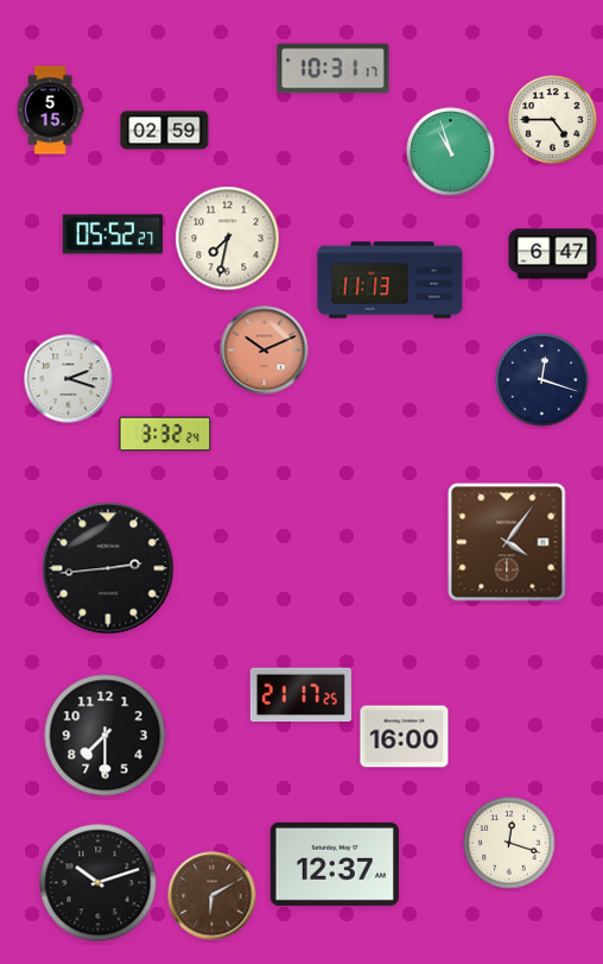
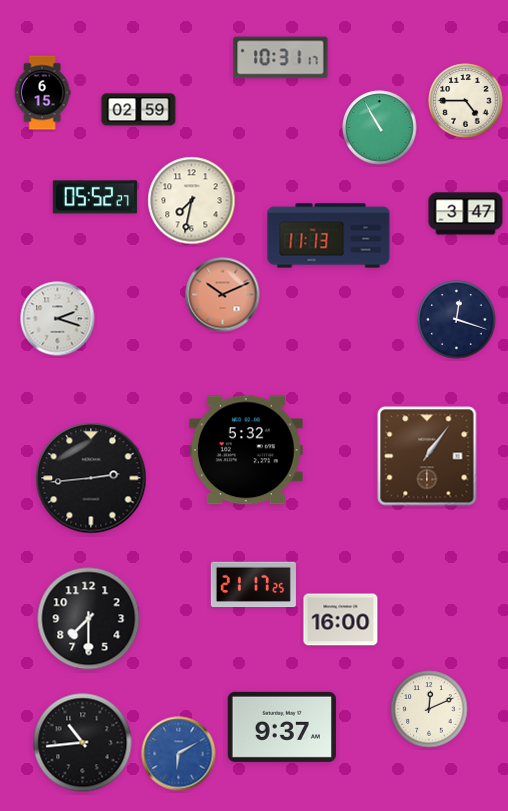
clock at (50, 111): 5:15 -> 6:15
clock at (451, 152): 10:57 -> 10:55
clock at (553, 254): 6:47 -> 3:47
clock at (165, 434): 3:32 -> none
clock at (246, 450): none -> 5:32
clock at (507, 542): 4:06 -> 1:06
clock at (509, 843): 12:18 -> 12:11
clock at (335, 864): 12:37 -> 9:37
clock at (99, 883): 10:12 -> 10:44
clock at (212, 896) dial: brown -> blue
